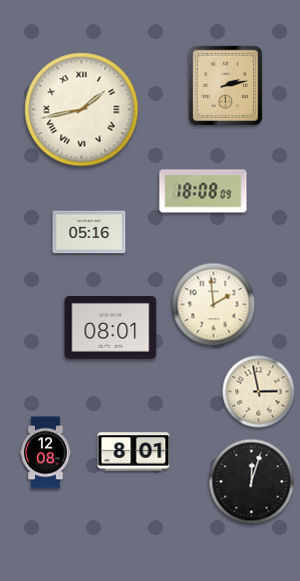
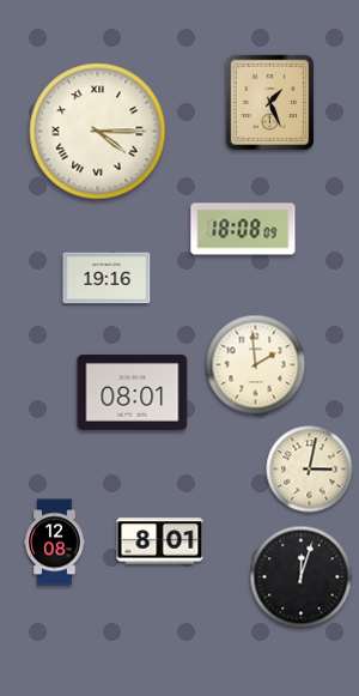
clock at (225, 85): 2:13 -> 1:26
clock at (82, 110): 1:43 -> 4:15
clock at (89, 232): 05:16 -> 19:16
clock at (259, 392): 2:58 -> 3:02
